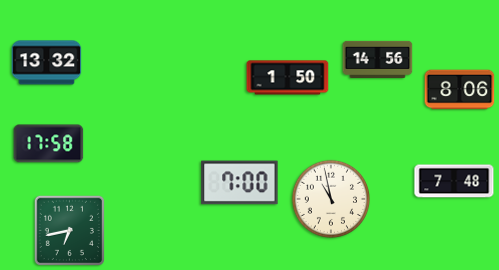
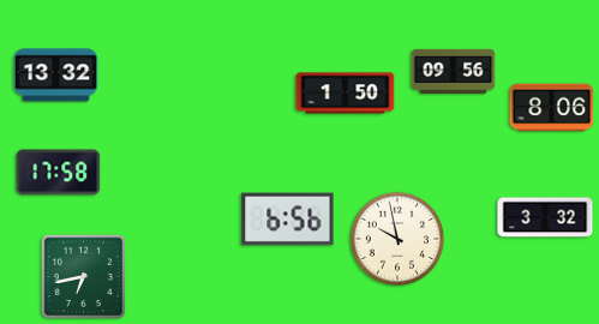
clock at (378, 59): 14:56 -> 09:56
clock at (454, 181): 7:48 -> 3:32
clock at (240, 183): 7:00 -> 6:56
clock at (330, 198): 10:58 -> 9:58
